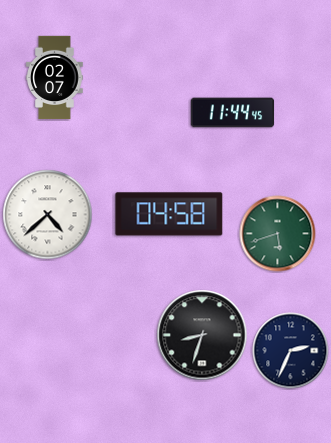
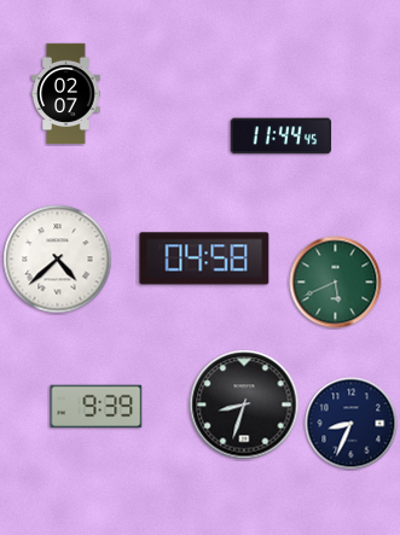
clock at (278, 234): 5:42 -> 5:41
clock at (97, 407): none -> 9:39
clock at (291, 351): 2:34 -> 8:34
